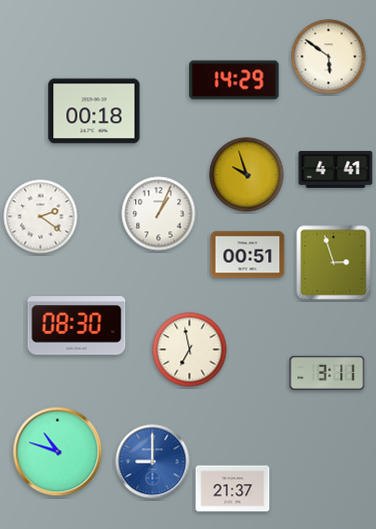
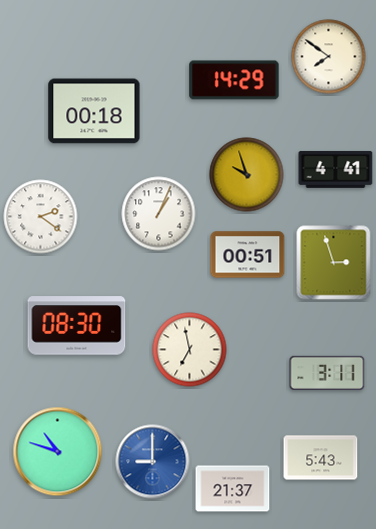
clock at (329, 57): 5:51 -> 7:51
clock at (321, 458): none -> 5:43
